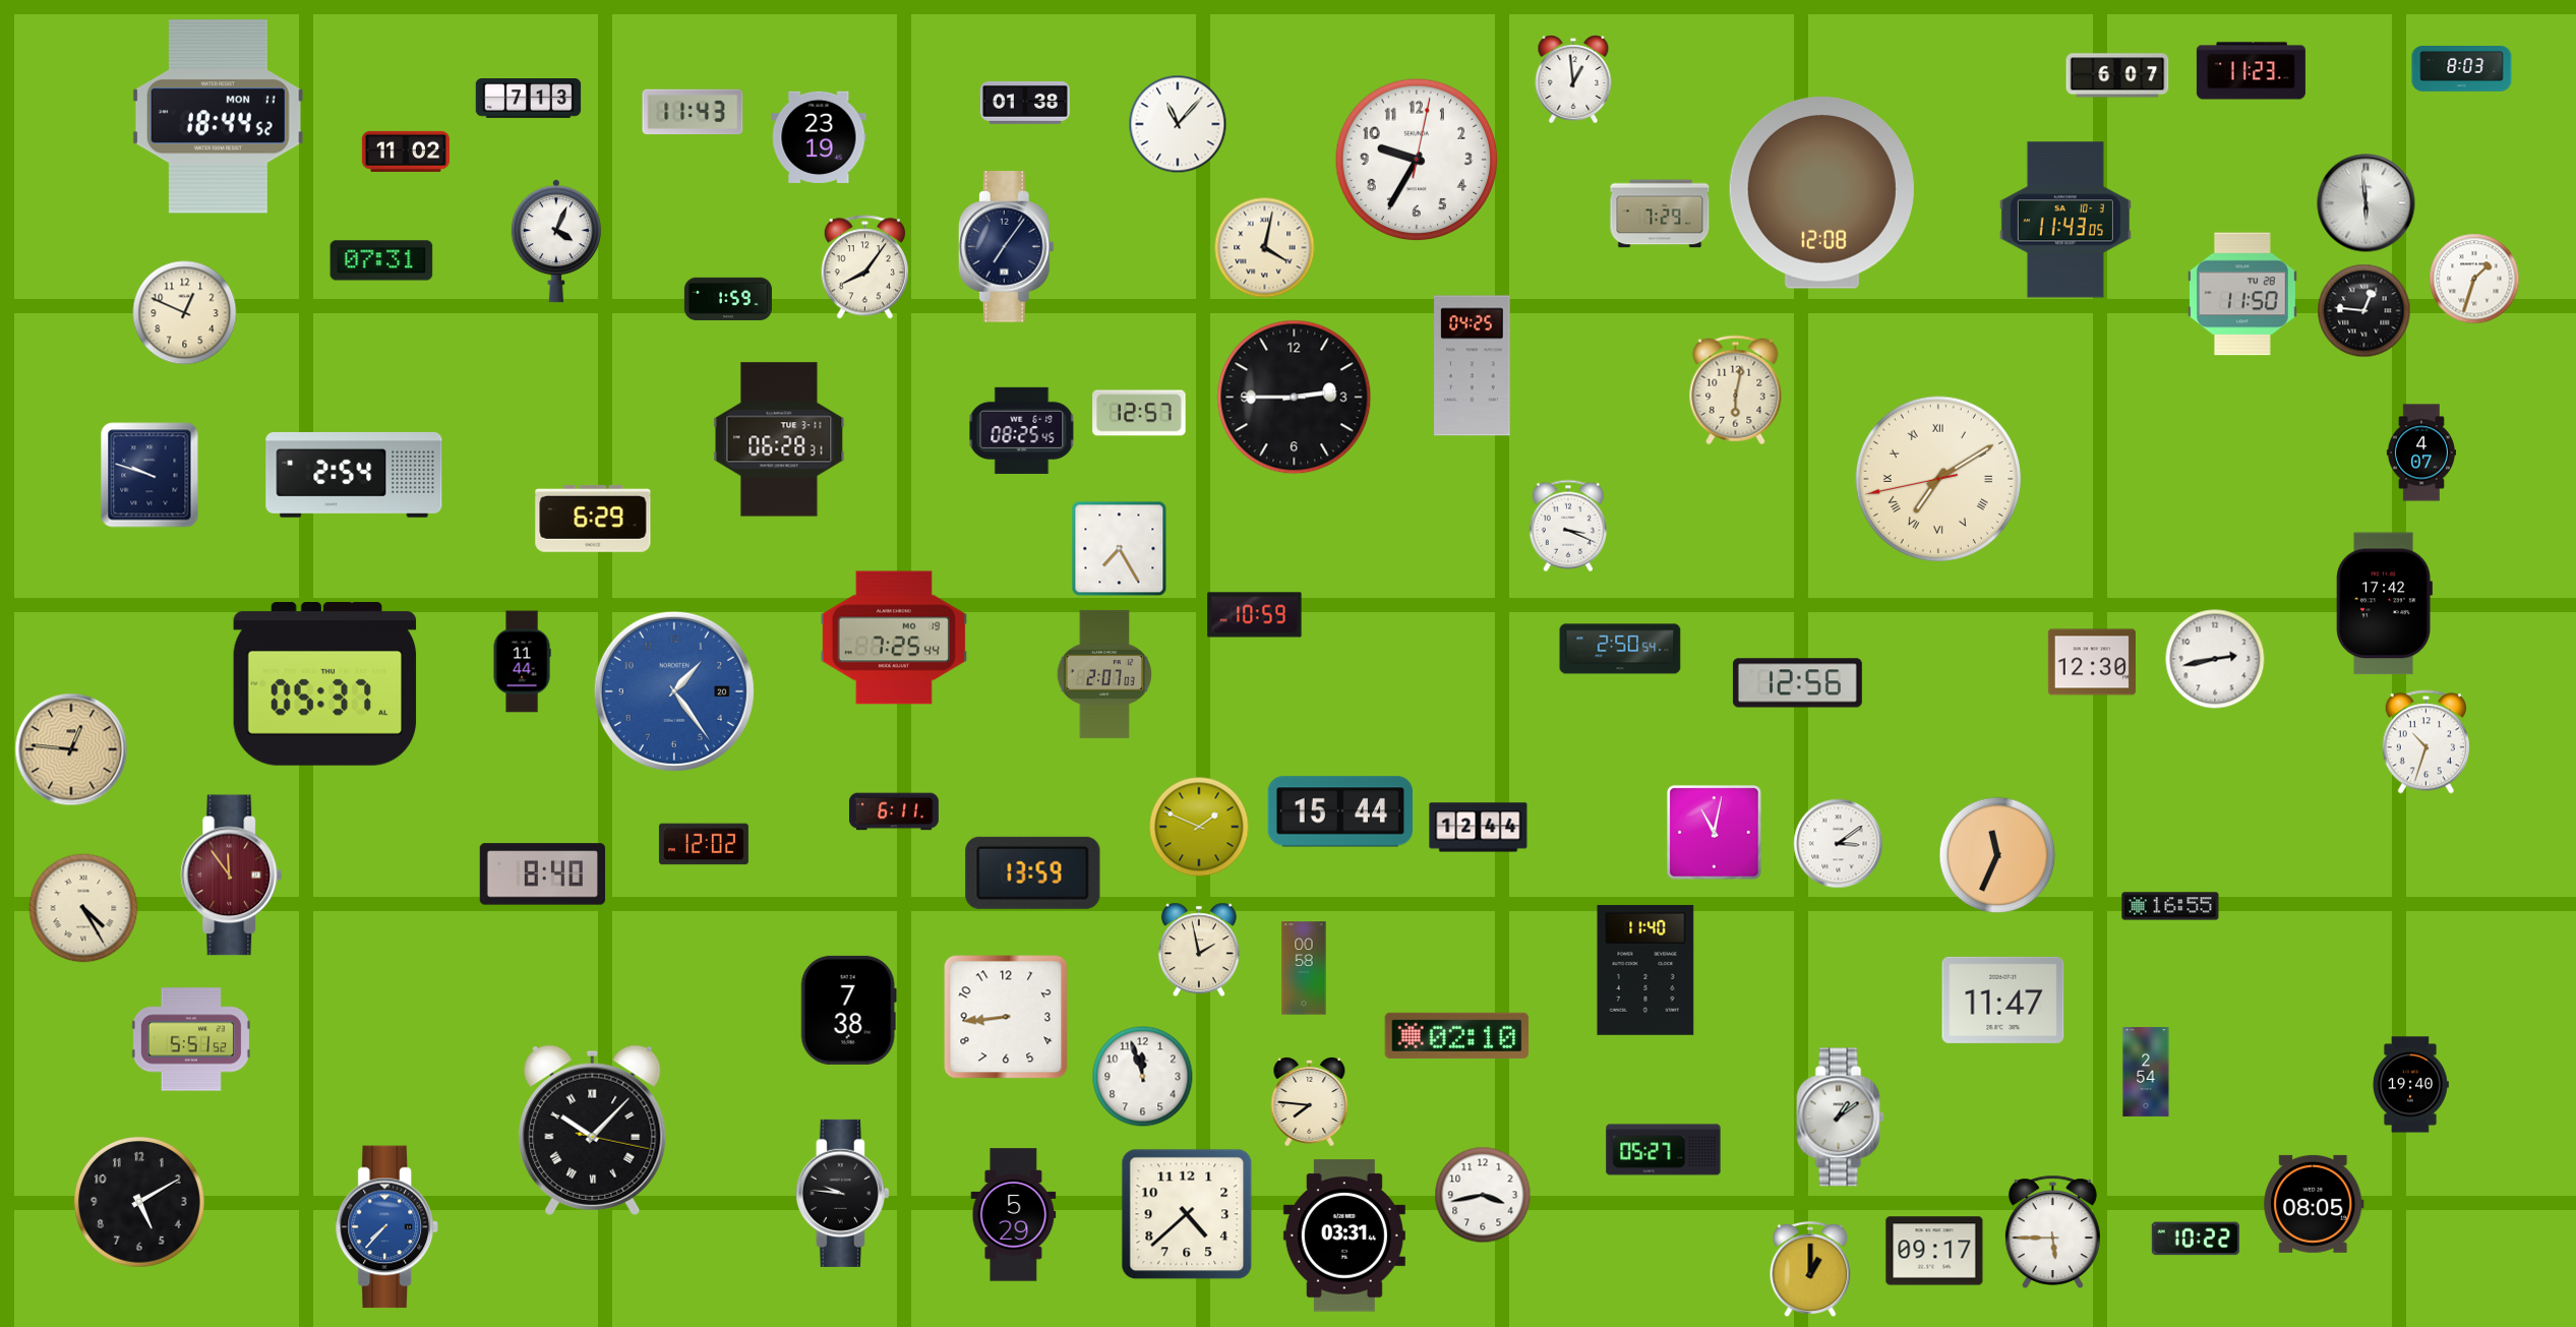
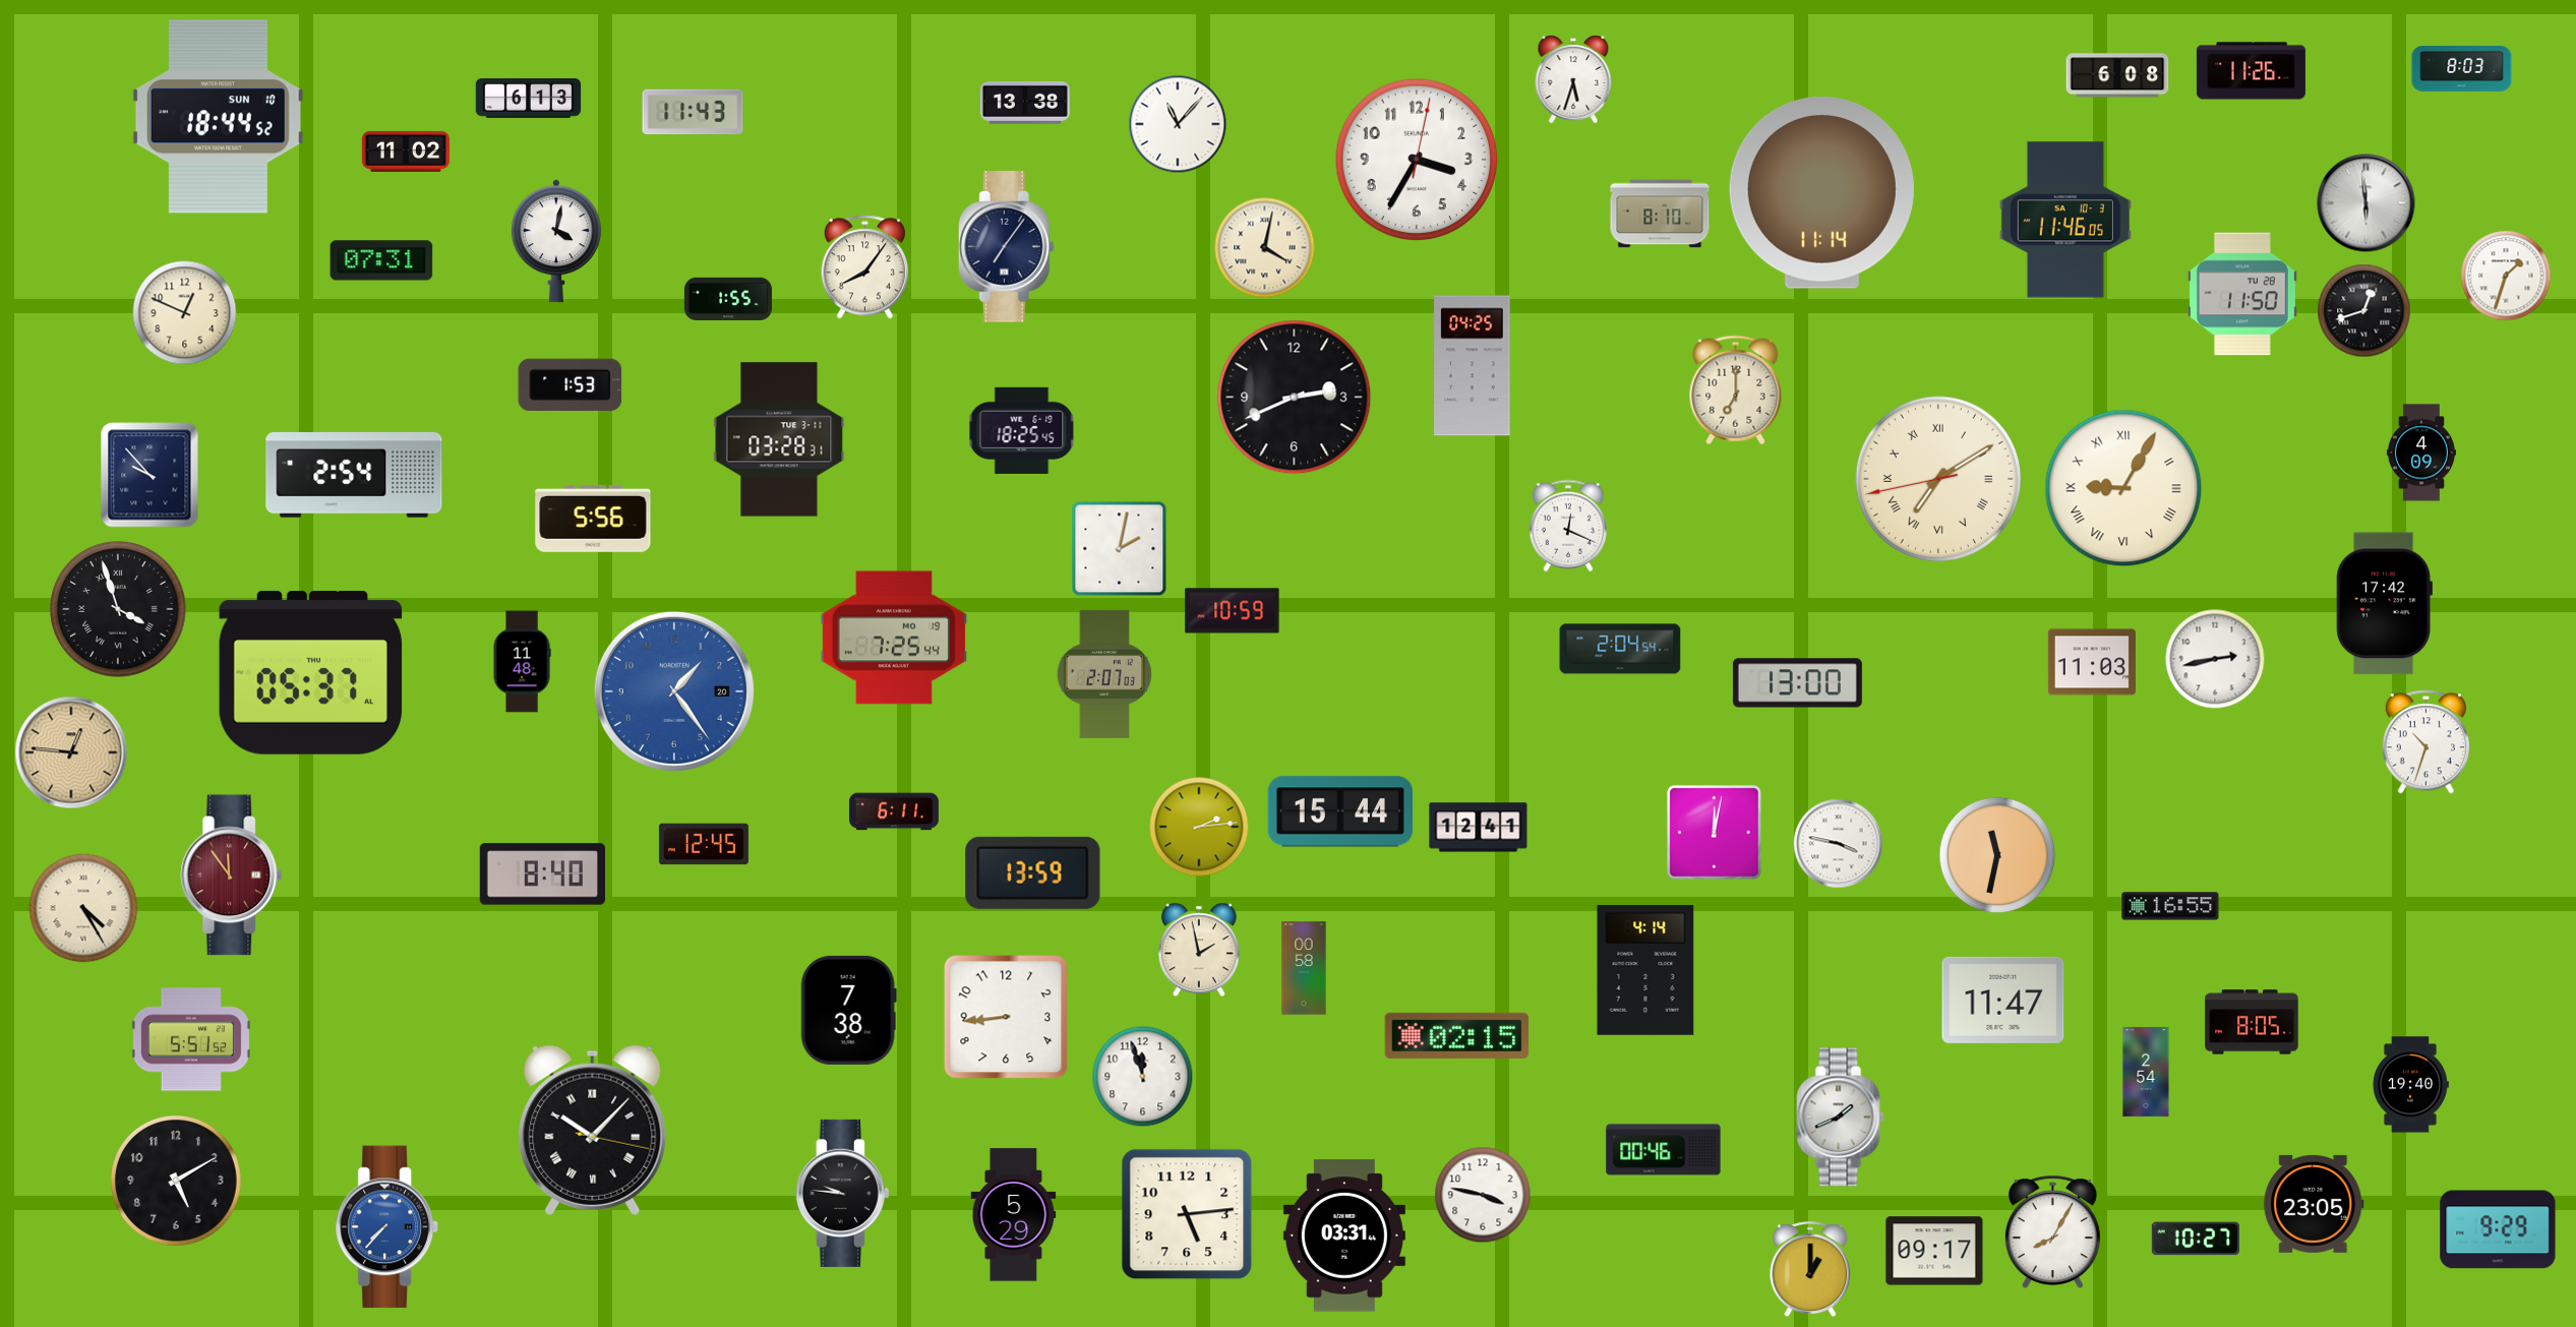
clock at (2251, 71): 11:23 -> 11:26
clock at (2117, 75): 6:07 -> 6:08
clock at (1573, 79): 12:59 -> 5:33
clock at (529, 99): 7:13 -> 6:13
clock at (1025, 103): 01:38 -> 13:38
clock at (218, 117) date: MON 11 -> SUN 10
clock at (819, 137): 23:19 -> none
clock at (1417, 160): 9:35 -> 3:35
clock at (1821, 193): 12:08 -> 11:14
clock at (1660, 214): 7:29 -> 8:10
clock at (2065, 220): 11:43 -> 11:46
clock at (556, 241): 4:04 -> 4:02
clock at (2474, 279) position: (2474, 279) -> (2506, 276)
clock at (728, 299): 1:59 -> 1:55
clock at (2364, 311): 12:46 -> 12:42
clock at (571, 384): none -> 1:53
clock at (1736, 390): 6:02 -> 7:00
clock at (1295, 398): 2:45 -> 2:41
clock at (1139, 413): 12:57 -> none
clock at (1022, 430): 08:25 -> 18:25
clock at (779, 439): 06:28 -> 03:28
clock at (2420, 453): 4:07 -> 4:09
clock at (149, 475): 9:48 -> 9:53
clock at (2123, 488): none -> 9:05
clock at (593, 519): 6:29 -> 5:56
clock at (1568, 526): 3:19 -> 12:19
clock at (1120, 549): 7:25 -> 2:02
clock at (118, 609): none -> 3:57
clock at (1255, 615) position: (1255, 615) -> (1233, 611)
clock at (1620, 649): 2:50 -> 2:04
clock at (522, 662): 11:44 -> 11:48
clock at (2092, 662): 12:30 -> 11:03
clock at (1797, 683): 12:56 -> 13:00
clock at (325, 684) position: (325, 684) -> (311, 673)
clock at (71, 749) position: (71, 749) -> (71, 752)
clock at (1199, 827): 1:49 -> 2:14
clock at (1479, 828): 12:44 -> 12:41
clock at (1715, 833): 11:02 -> 12:02
clock at (704, 844): 12:02 -> 12:45
clock at (1839, 844): 3:09 -> 3:47
clock at (1997, 855): 11:34 -> 11:32
clock at (1645, 970): 11:40 -> 4:14
clock at (2252, 1022): none -> 8:05
clock at (1457, 1035): 02:10 -> 02:15
clock at (1310, 1101): 7:46 -> none
clock at (1841, 1118): 1:09 -> 1:41
clock at (1664, 1150): 05:27 -> 00:46
clock at (1483, 1195): 3:43 -> 3:47
clock at (140, 1203) position: (140, 1203) -> (177, 1182)
clock at (2314, 1204): 08:05 -> 23:05
clock at (1187, 1214): 4:38 -> 5:14
clock at (2498, 1229): none -> 9:29
clock at (2052, 1232): 5:45 -> 8:05
clock at (2196, 1239): 10:22 -> 10:27
